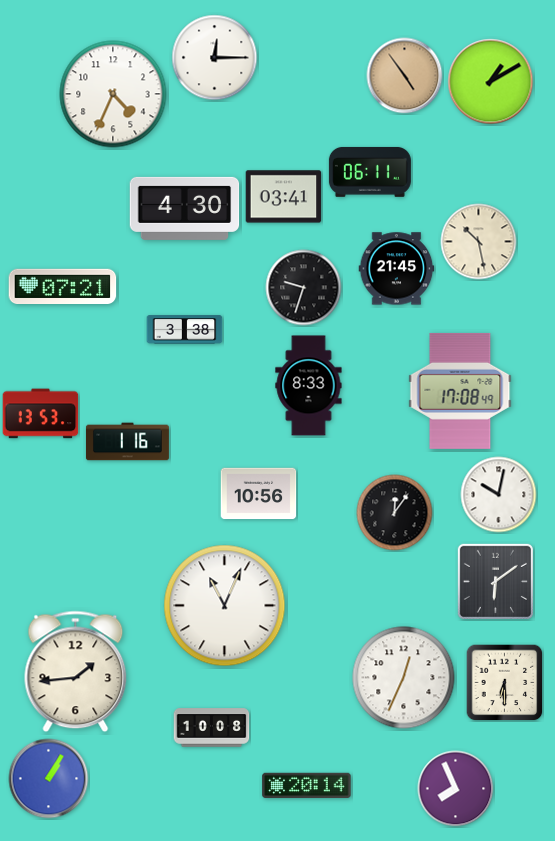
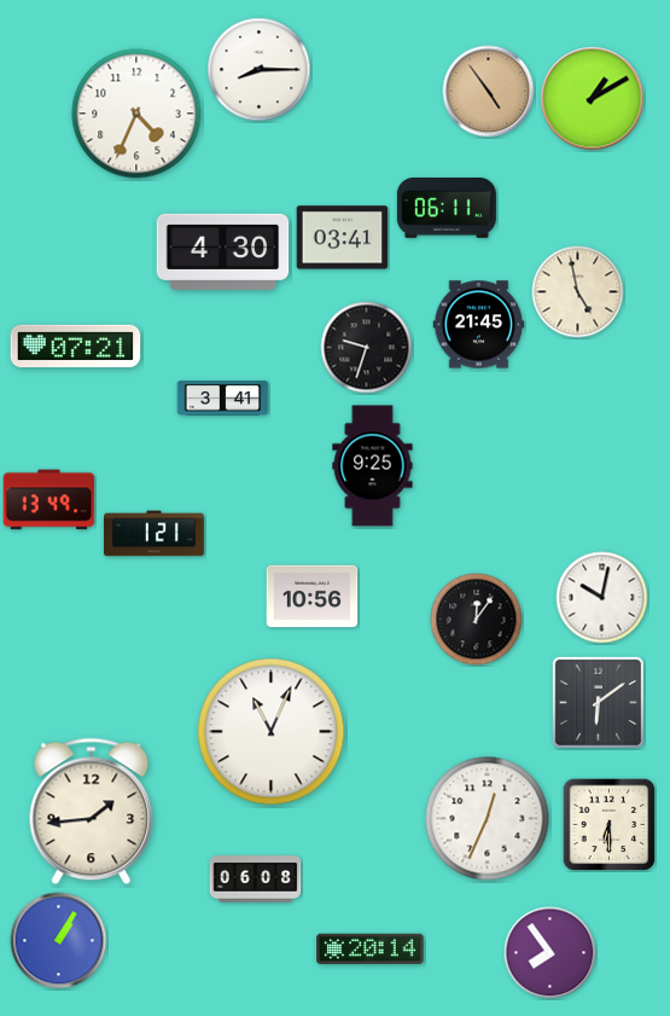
clock at (215, 58): 12:15 -> 8:15
clock at (479, 242): 10:28 -> 4:58
clock at (185, 330): 3:38 -> 3:41
clock at (309, 386): 8:33 -> 9:25
clock at (460, 391): 17:08 -> none
clock at (41, 414): 13:53 -> 13:49
clock at (127, 442): 1:16 -> 1:21
clock at (212, 728): 10:08 -> 06:08
clock at (456, 789): 7:56 -> 7:54
